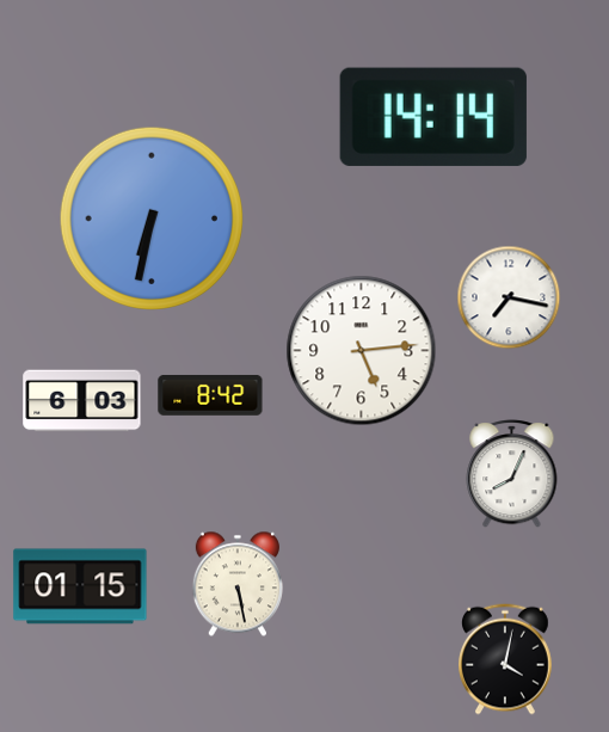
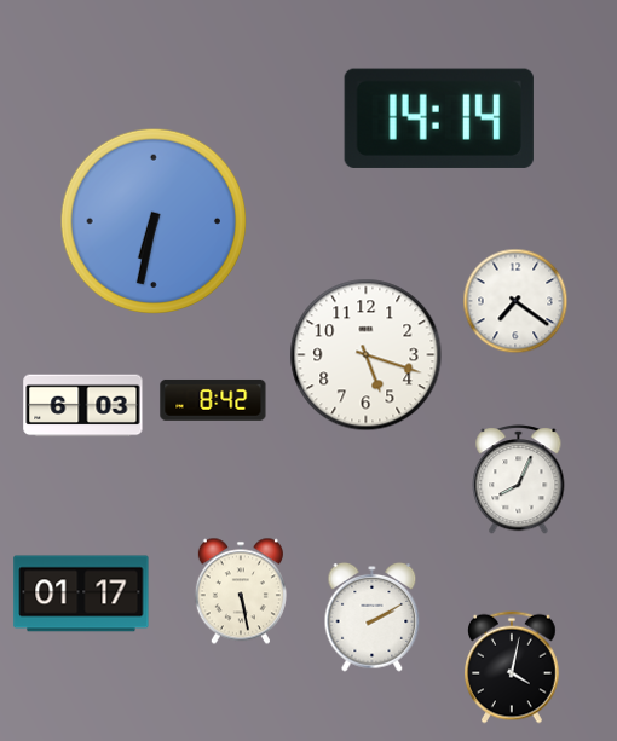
clock at (509, 297): 7:17 -> 7:21
clock at (362, 351): 5:14 -> 5:18
clock at (80, 586): 01:15 -> 01:17
clock at (373, 616): none -> 2:10
